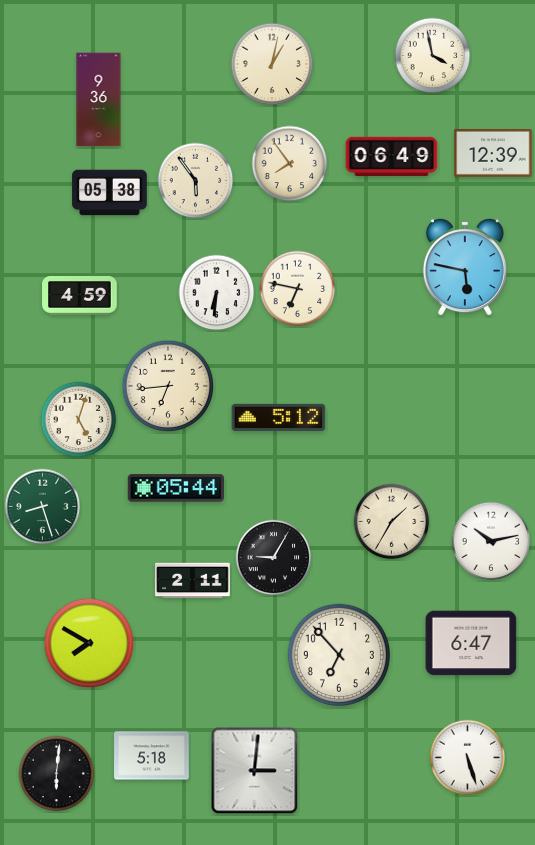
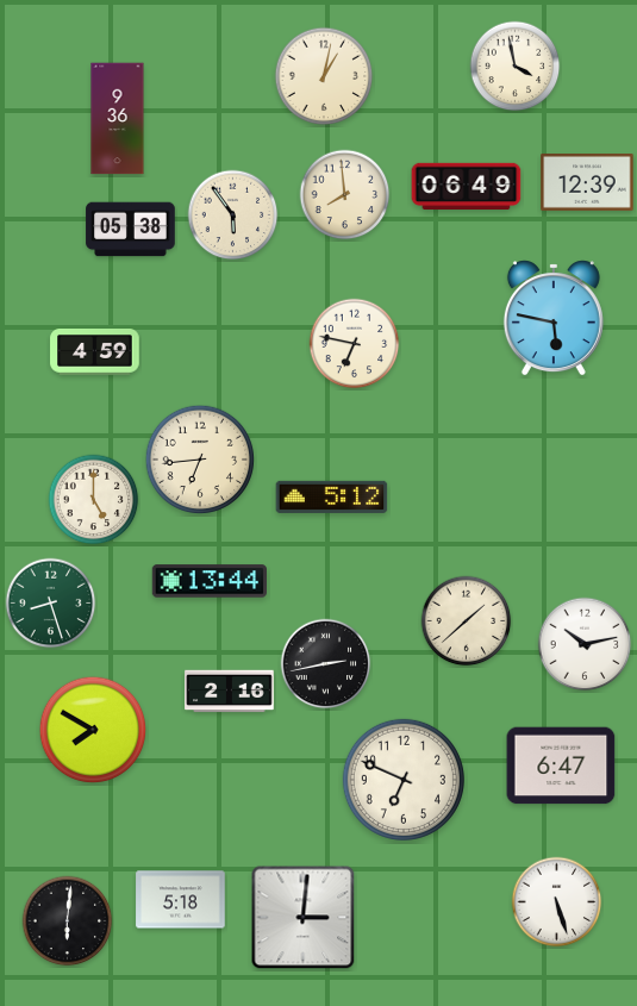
clock at (290, 164): 7:54 -> 7:59
clock at (217, 293): 6:31 -> none
clock at (79, 420): 5:03 -> 5:00
clock at (175, 488): 05:44 -> 13:44
clock at (392, 522): 1:35 -> 1:38
clock at (274, 558): 9:05 -> 2:43
clock at (193, 581): 2:11 -> 2:16
clock at (89, 643) position: (89, 643) -> (93, 730)
clock at (339, 655): 6:53 -> 6:49
